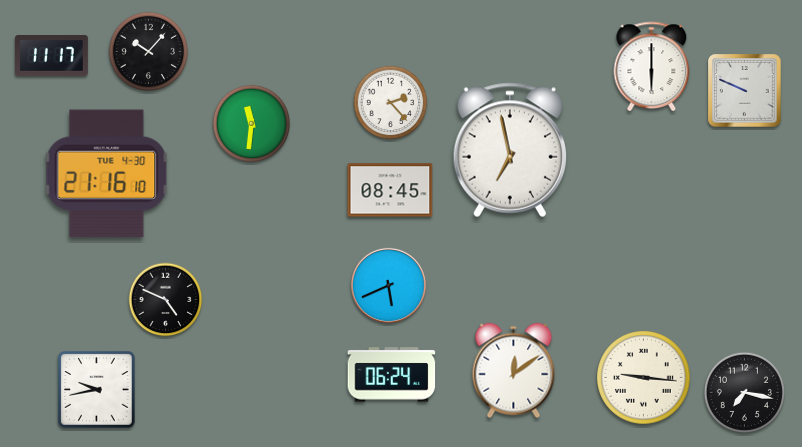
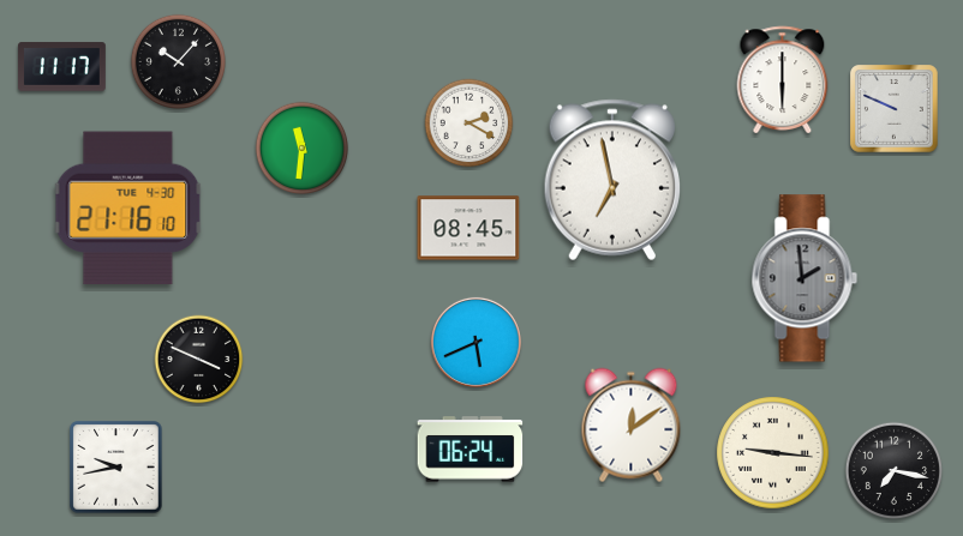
clock at (391, 103): 2:23 -> 2:20
clock at (805, 278): none -> 1:59
clock at (388, 285) position: (388, 285) -> (475, 342)
clock at (166, 300): 4:49 -> 3:49
clock at (514, 371) position: (514, 371) -> (632, 426)
